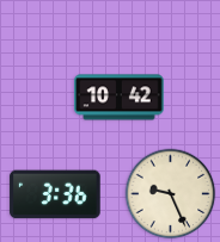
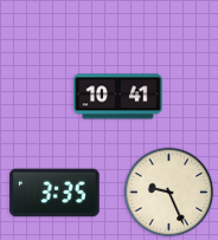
clock at (120, 98): 10:42 -> 10:41
clock at (55, 194): 3:36 -> 3:35
